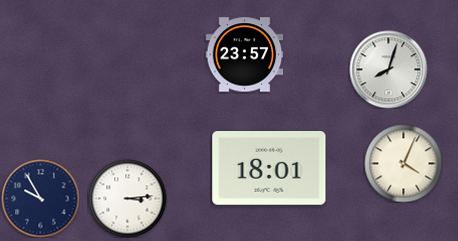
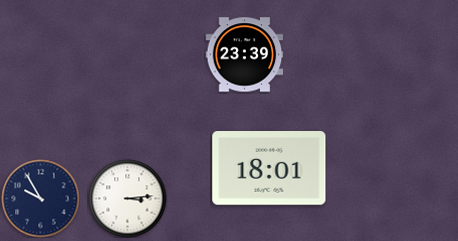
clock at (244, 55): 23:57 -> 23:39
clock at (388, 69): 8:03 -> none
clock at (403, 163): 4:04 -> none
